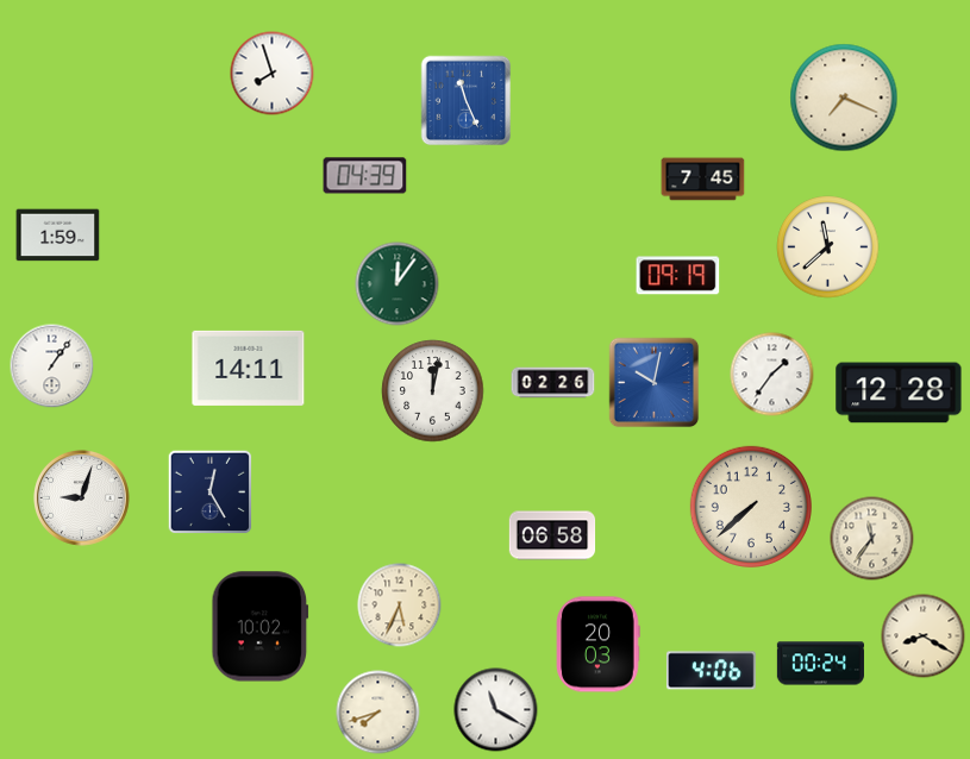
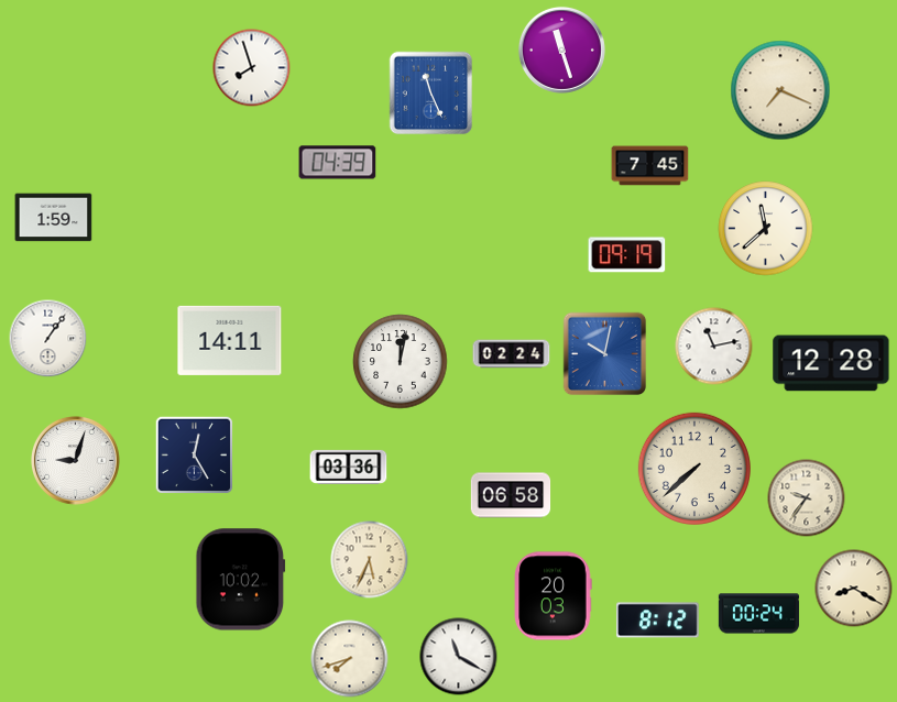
clock at (561, 50): none -> 11:27
clock at (398, 284): 12:06 -> none
clock at (772, 375): 1:36 -> 11:13
clock at (553, 383): 02:26 -> 02:24
clock at (349, 467): none -> 03:36
clock at (872, 539): 11:36 -> 9:36
clock at (711, 671): 4:06 -> 8:12
